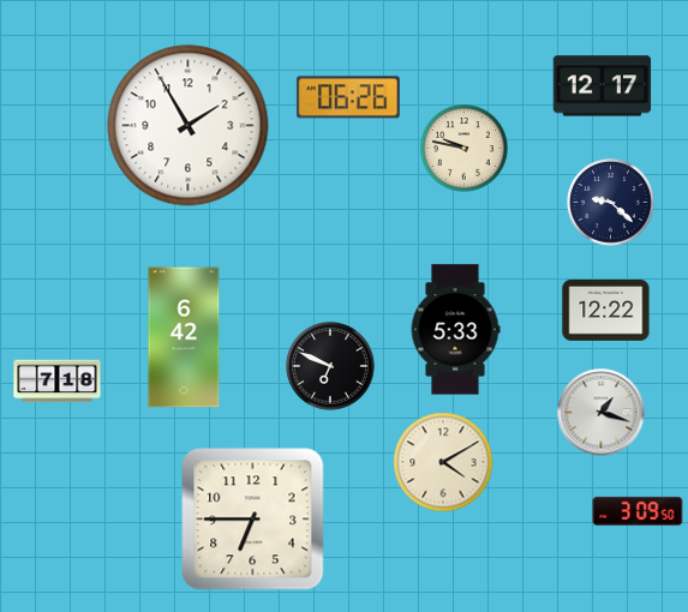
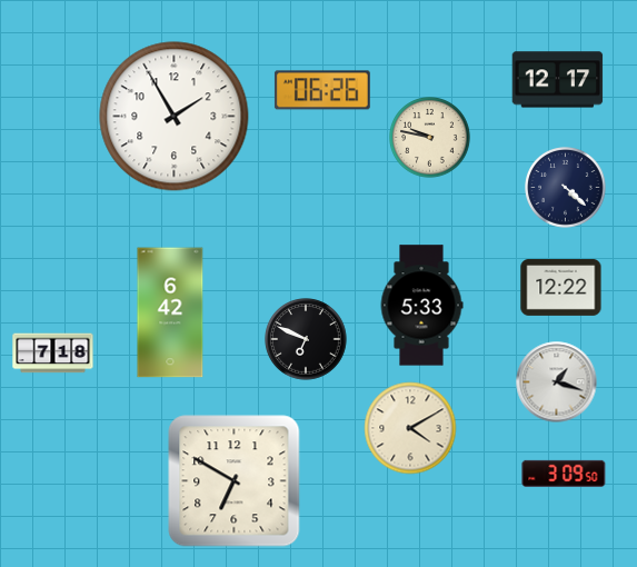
clock at (611, 203): 9:22 -> 4:22
clock at (638, 511) position: (638, 511) -> (564, 474)
clock at (253, 520): 6:45 -> 6:50
